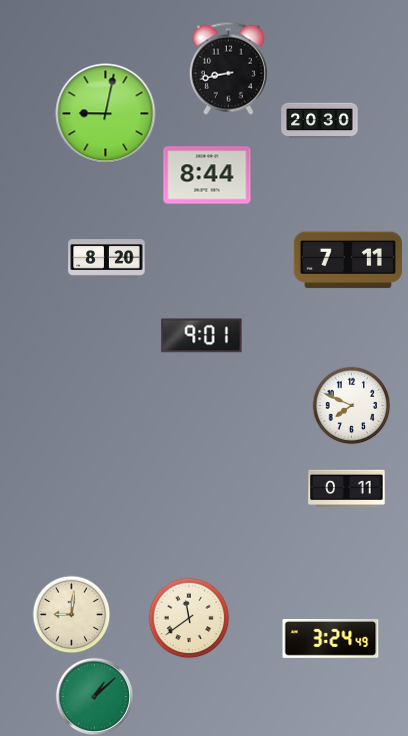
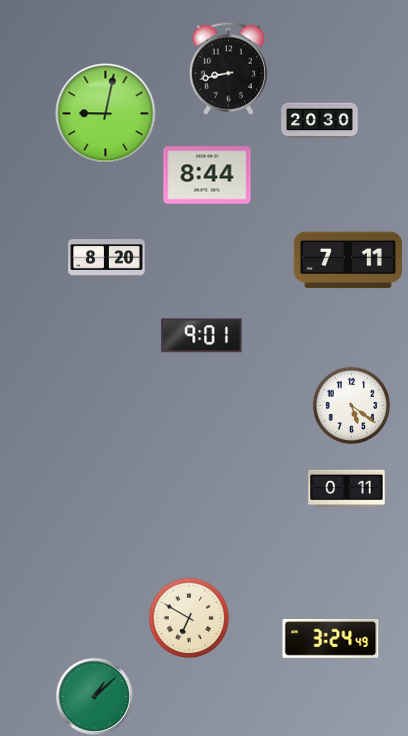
clock at (351, 405): 7:49 -> 5:21
clock at (71, 614): 9:01 -> none
clock at (189, 618): 11:39 -> 6:50
